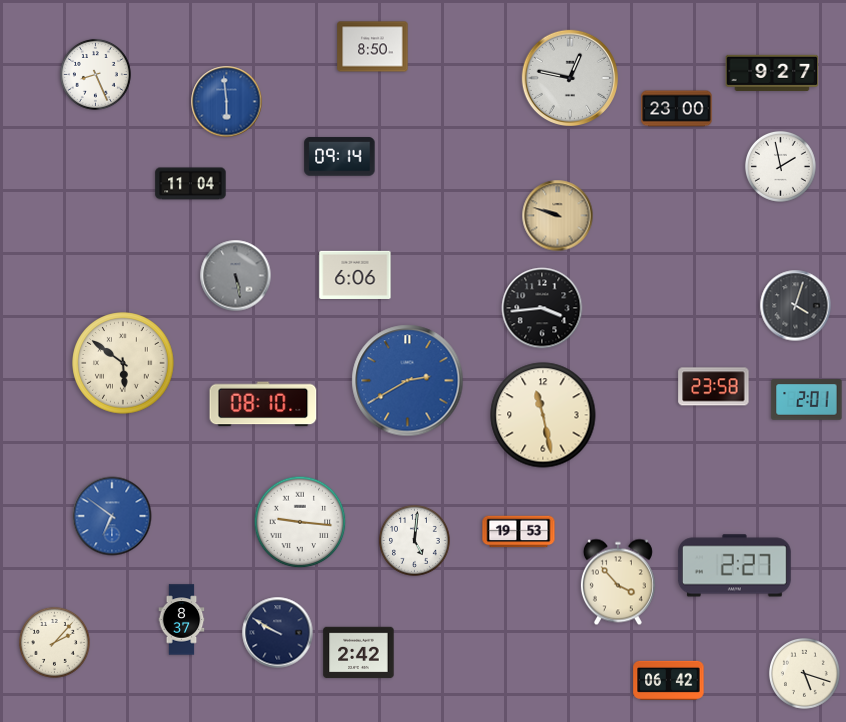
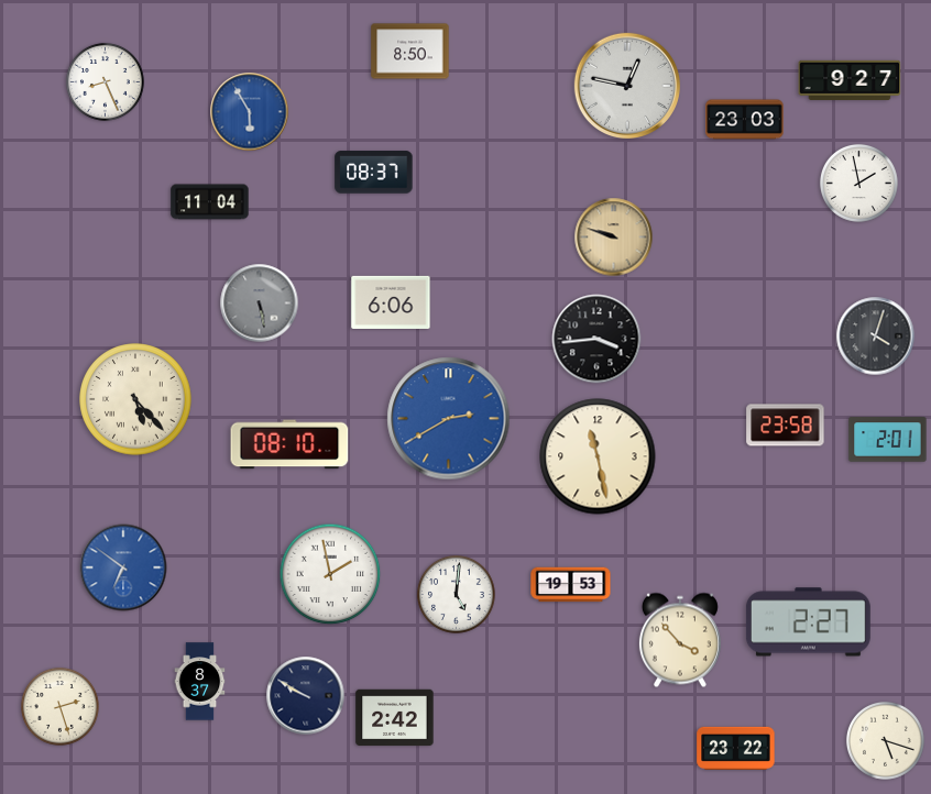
clock at (227, 102): 5:59 -> 5:55
clock at (677, 109): 23:00 -> 23:03
clock at (340, 157): 09:14 -> 08:37
clock at (123, 363): 5:51 -> 5:23
clock at (300, 522): 9:16 -> 1:58
clock at (54, 642): 2:07 -> 2:27
clock at (669, 680): 06:42 -> 23:22
